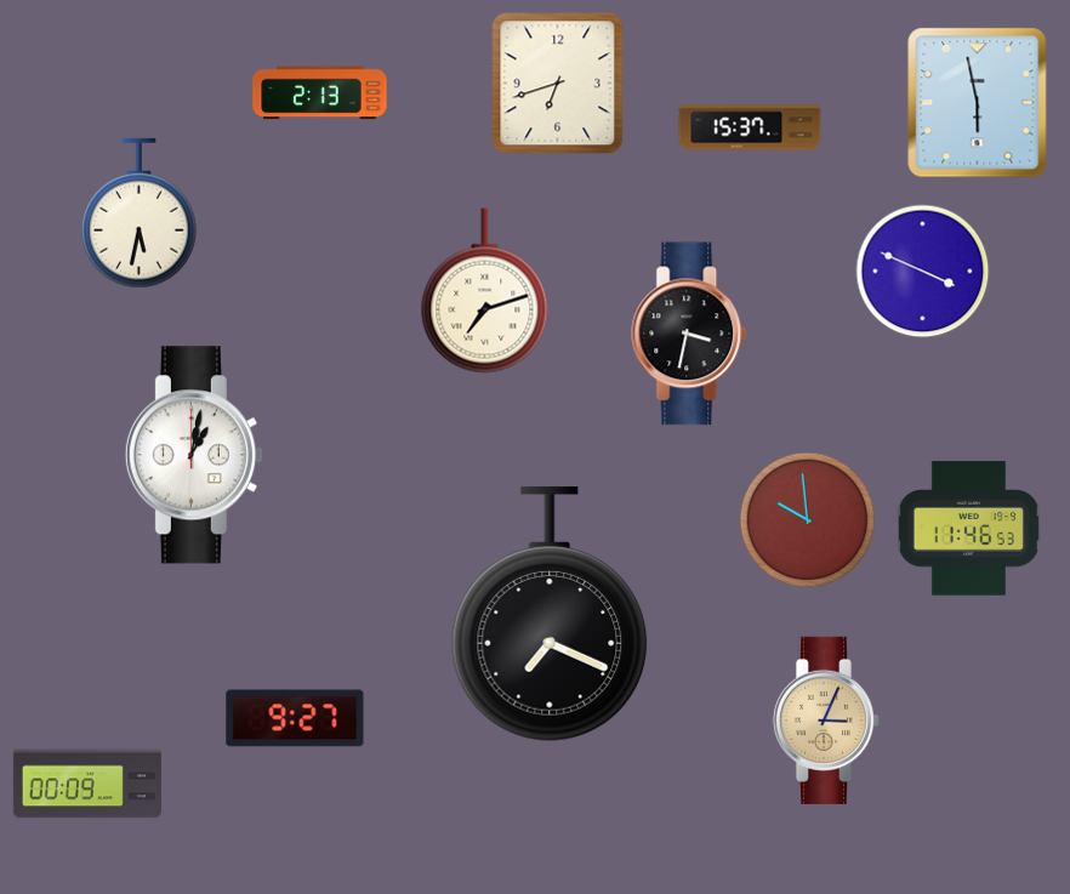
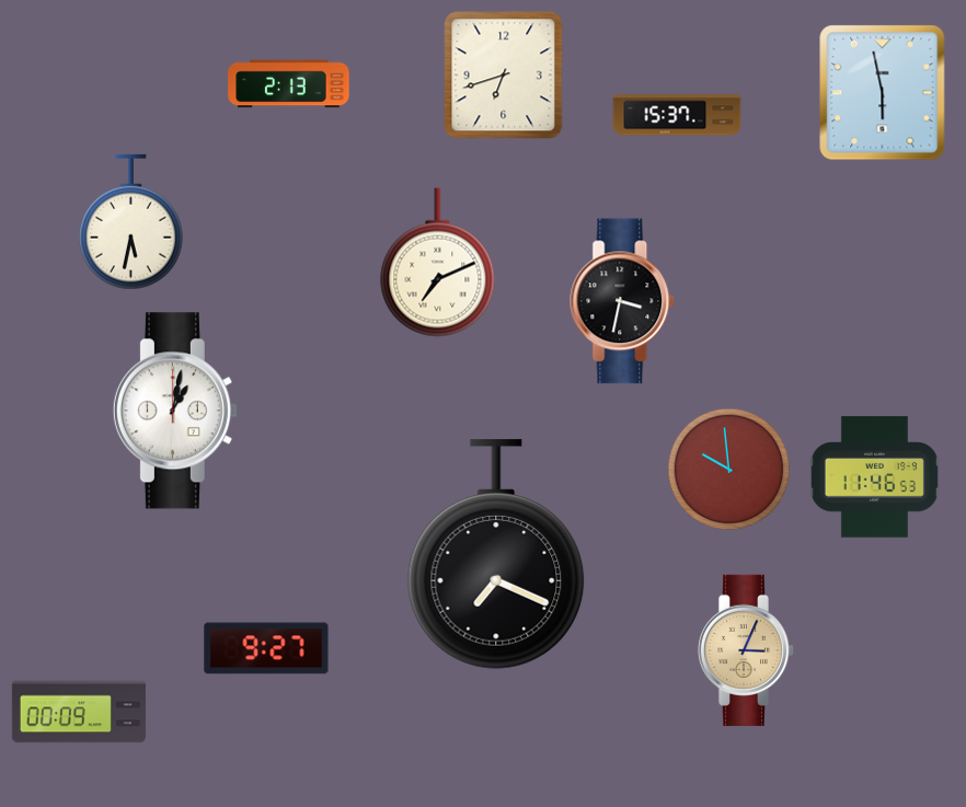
clock at (140, 213) position: (140, 213) -> (131, 222)
clock at (923, 272): 3:49 -> none
clock at (485, 291): 7:12 -> 7:11
clock at (87, 784) position: (87, 784) -> (79, 712)
